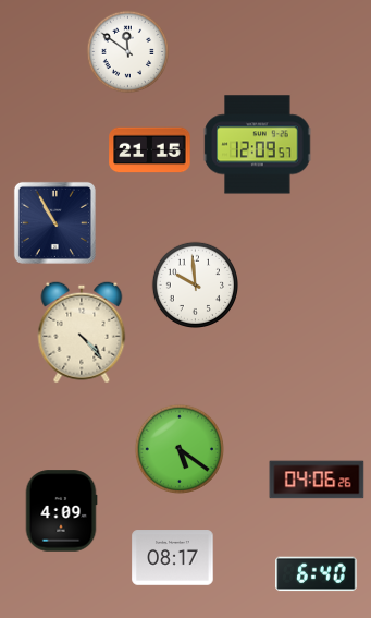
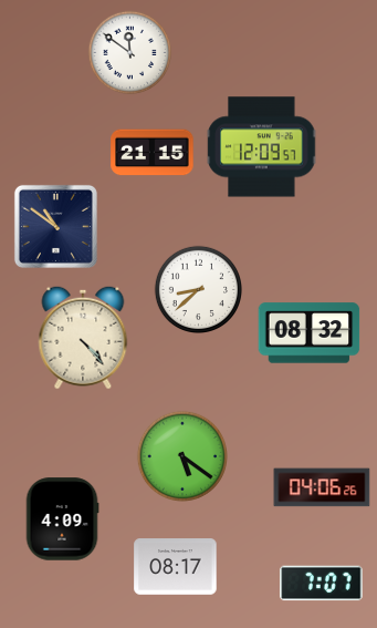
clock at (54, 222): 10:55 -> 10:51
clock at (195, 284): 9:59 -> 8:38
clock at (310, 333): none -> 08:32
clock at (317, 574): 6:40 -> 7:07
